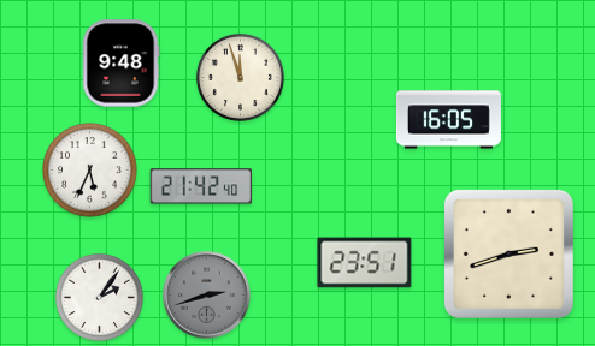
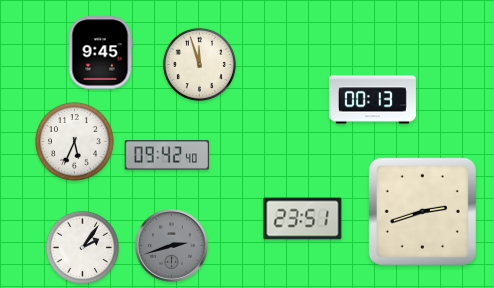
clock at (120, 64): 9:48 -> 9:45
clock at (448, 120): 16:05 -> 00:13
clock at (200, 186): 21:42 -> 09:42
